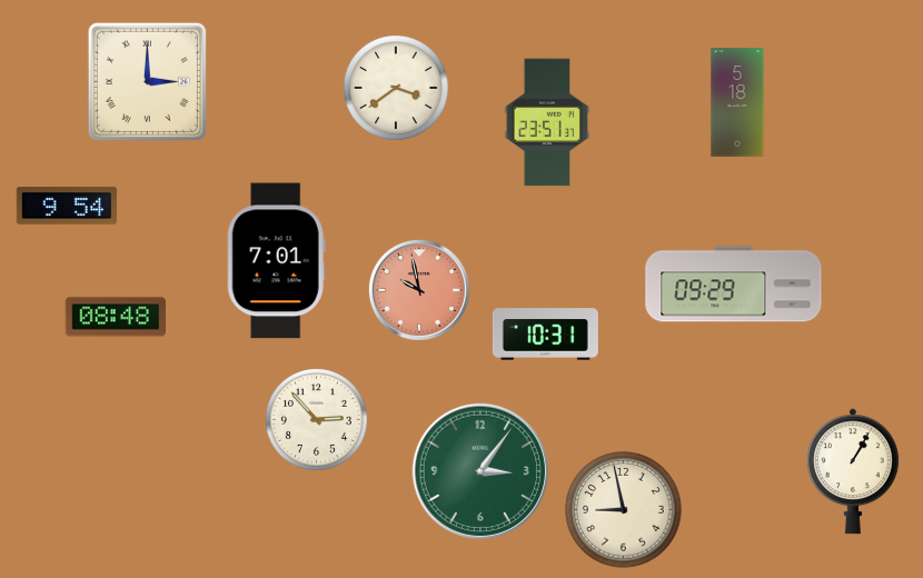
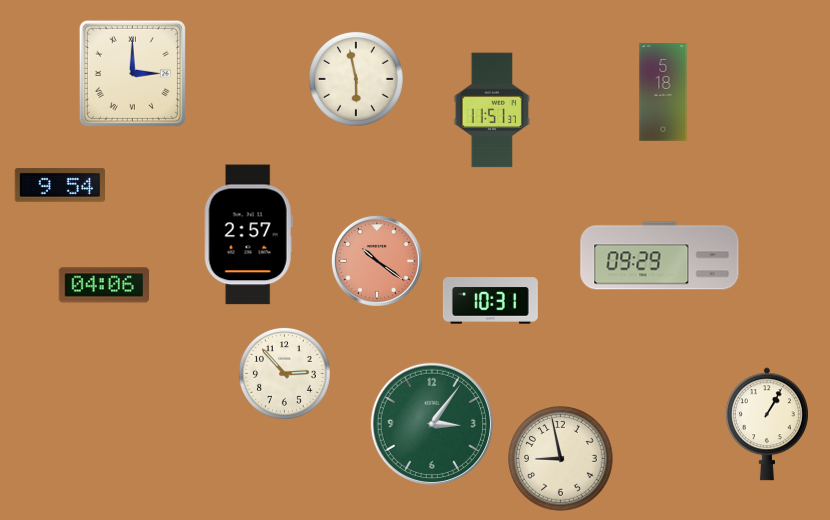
clock at (396, 88): 3:39 -> 5:58
clock at (547, 122): 23:51 -> 11:51
clock at (276, 261): 7:01 -> 2:57
clock at (419, 290): 9:58 -> 10:21
clock at (115, 317): 08:48 -> 04:06
clock at (316, 419) position: (316, 419) -> (284, 373)
